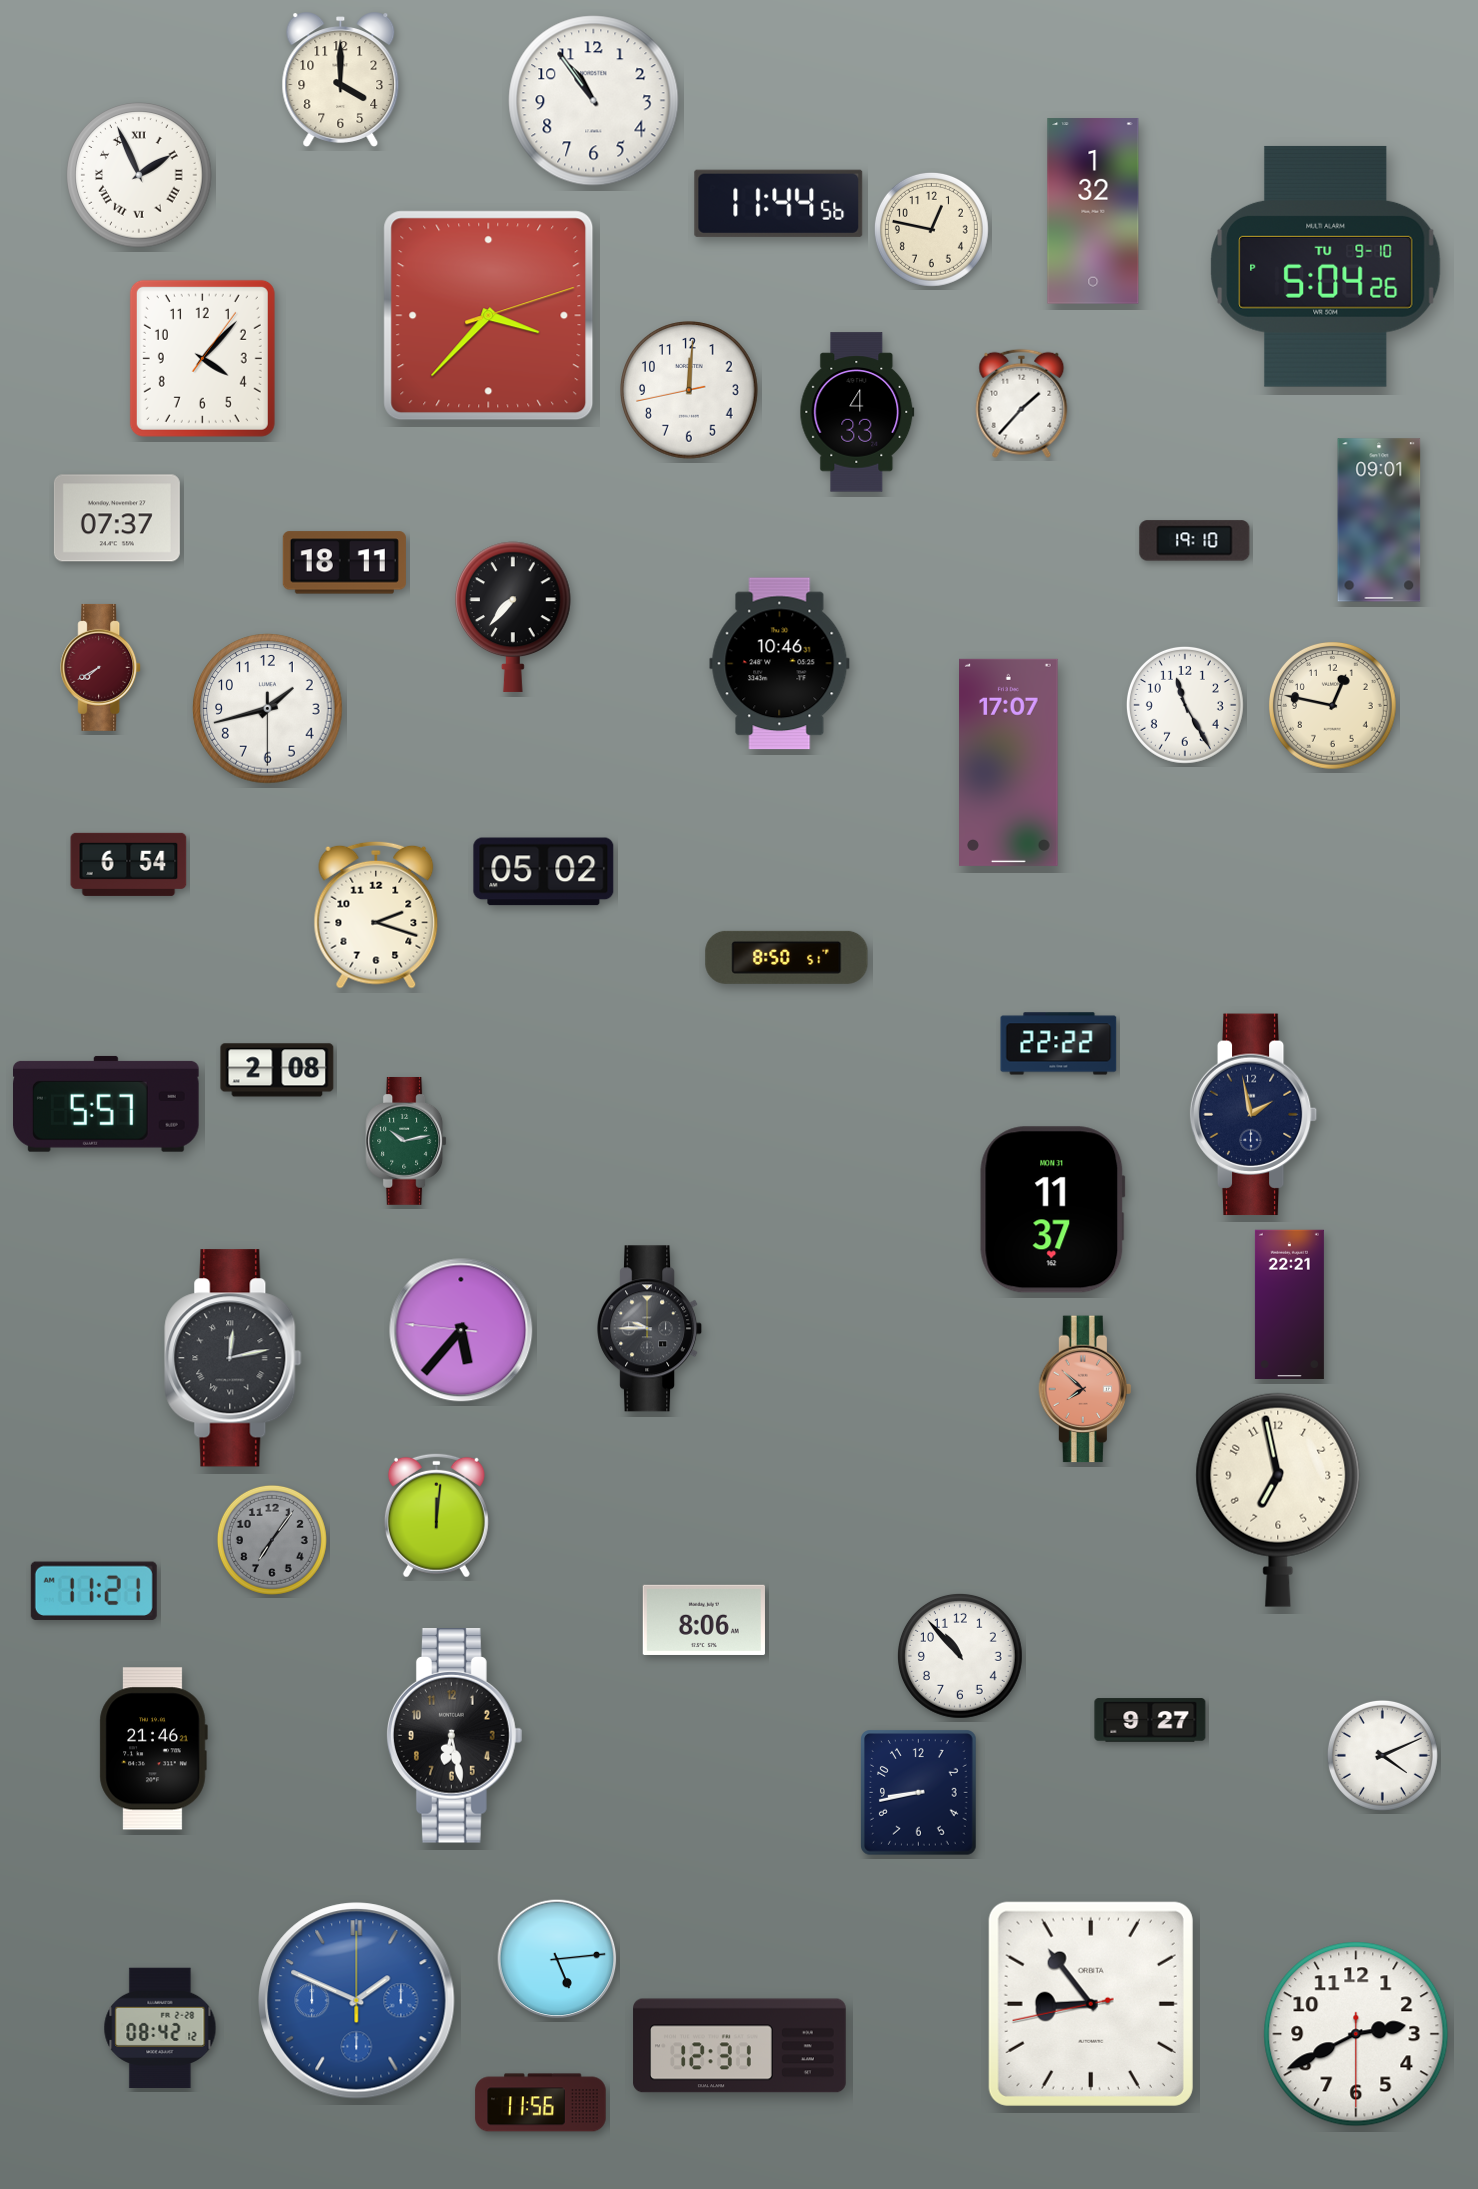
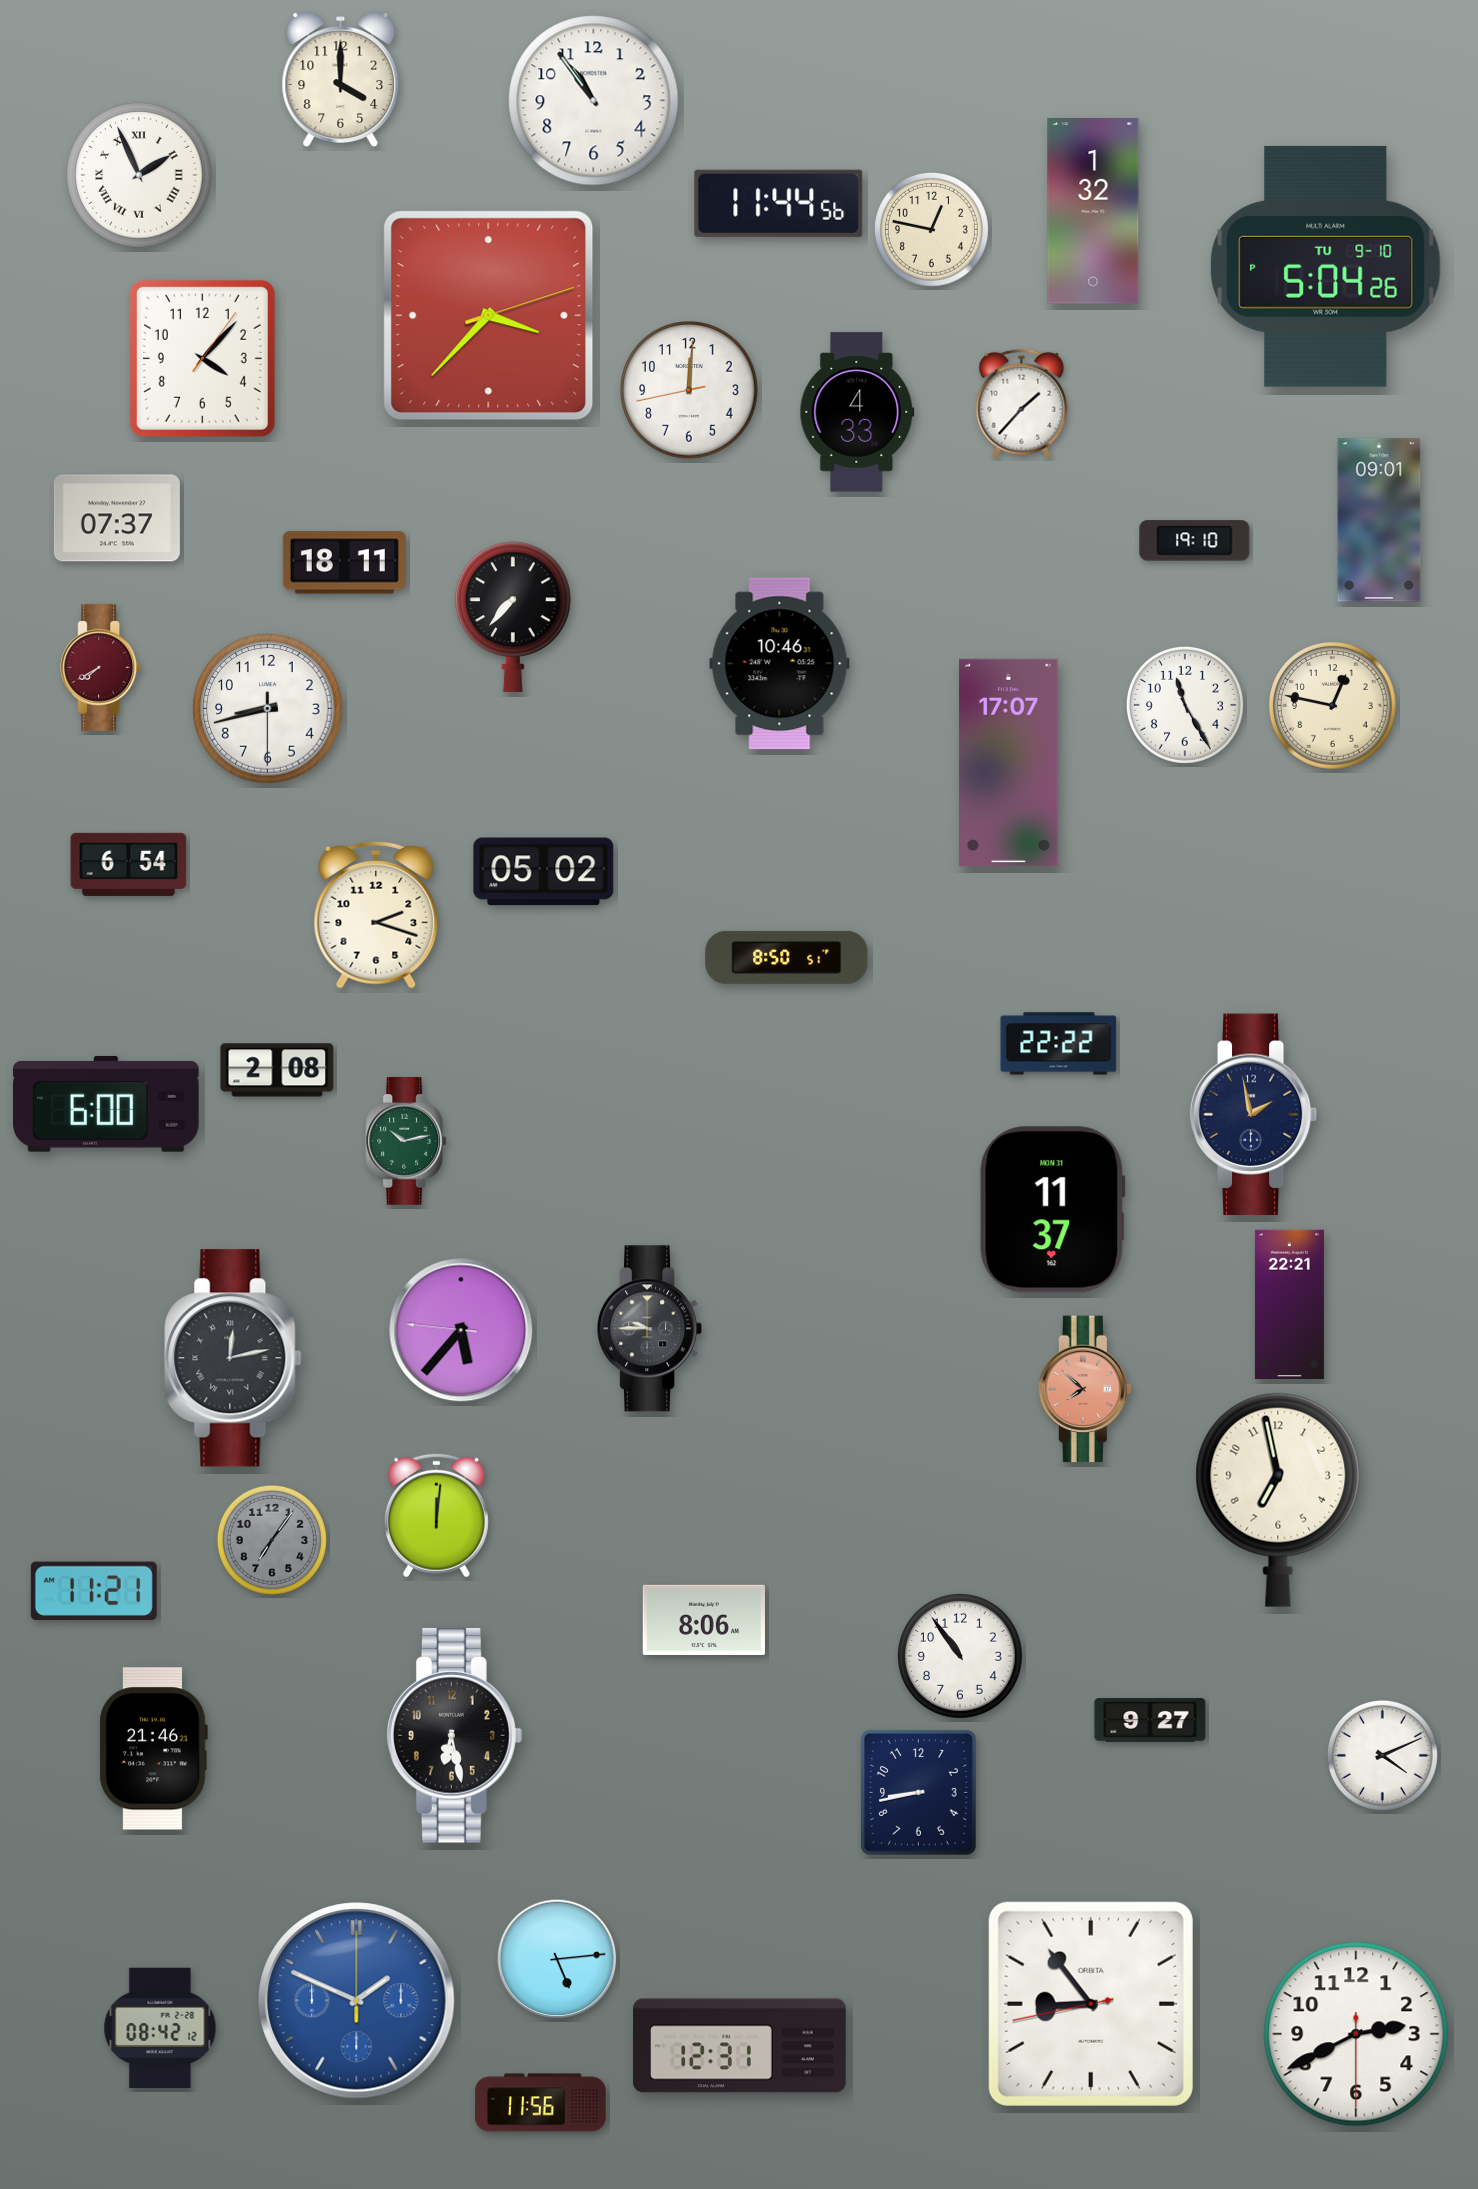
clock at (268, 709): 1:42 -> 8:42
clock at (107, 1104): 5:57 -> 6:00
clock at (960, 1656): 10:53 -> 10:54
